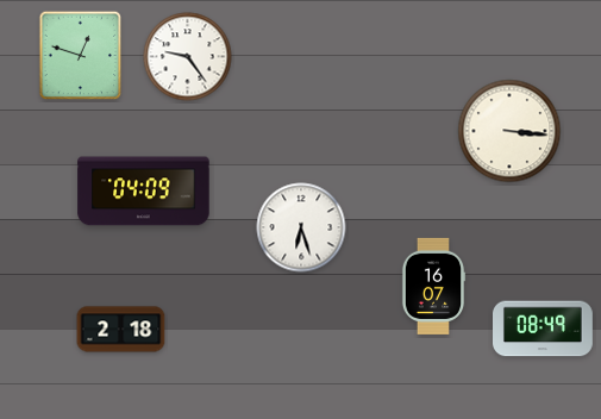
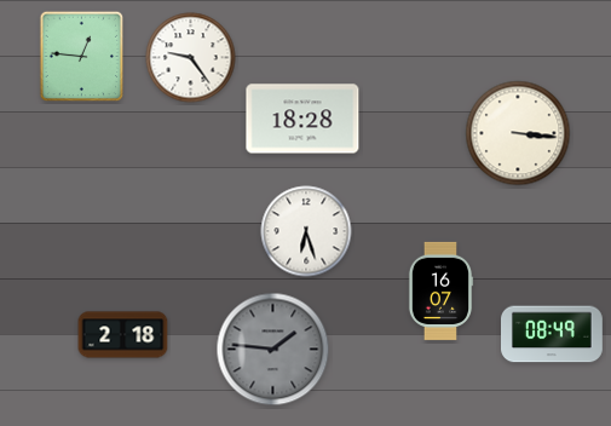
clock at (81, 56): 12:48 -> 12:46
clock at (302, 119): none -> 18:28
clock at (144, 192): 04:09 -> none
clock at (273, 350): none -> 1:46
